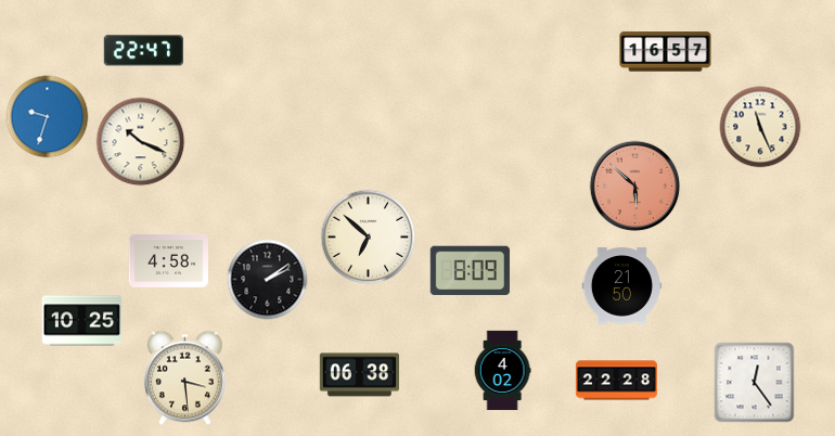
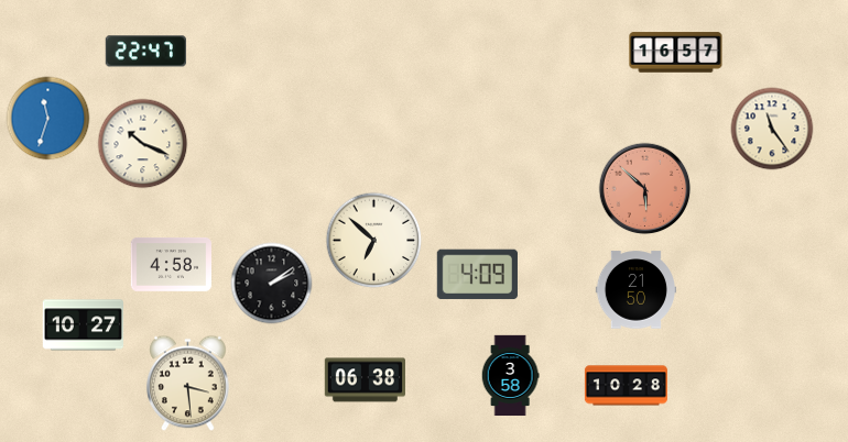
clock at (48, 117): 9:33 -> 11:33
clock at (760, 127): 11:26 -> 11:24
clock at (470, 271): 8:09 -> 4:09
clock at (622, 286) position: (622, 286) -> (637, 290)
clock at (81, 321): 10:25 -> 10:27
clock at (502, 371): 4:02 -> 3:58
clock at (616, 381): 22:28 -> 10:28
clock at (755, 383): 12:24 -> none
